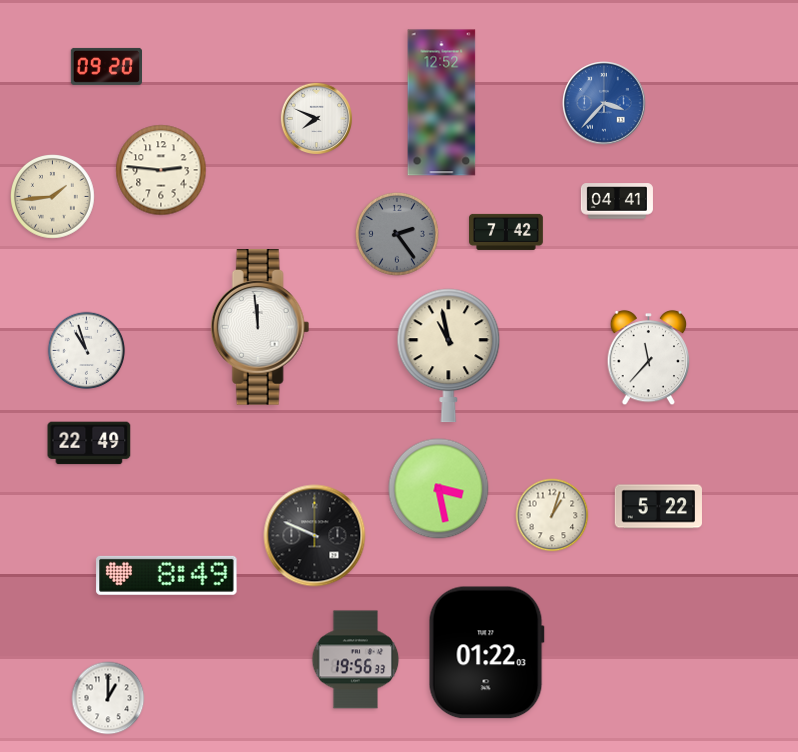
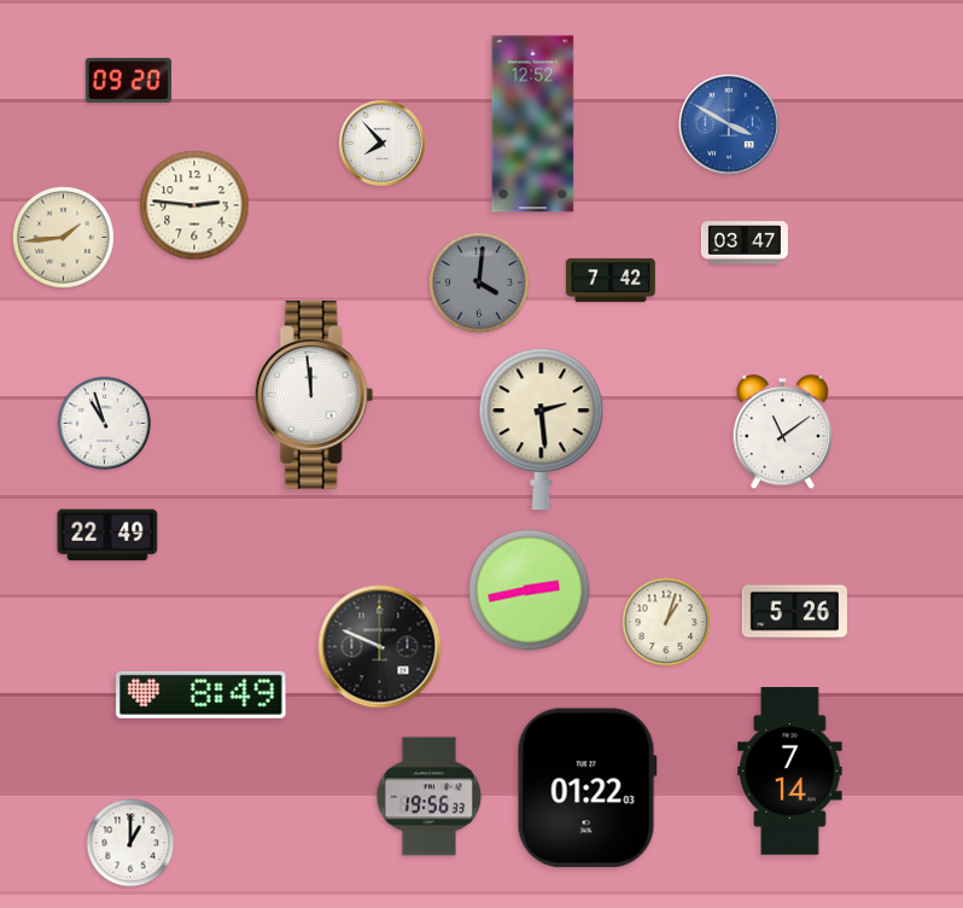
clock at (604, 103): 3:37 -> 3:50
clock at (317, 119): 7:49 -> 7:53
clock at (617, 201): 04:41 -> 03:47
clock at (397, 234): 2:24 -> 4:01
clock at (449, 356): 10:58 -> 2:29
clock at (649, 358): 11:37 -> 11:09
clock at (439, 489): 3:28 -> 2:43
clock at (658, 507): 5:22 -> 5:26
clock at (790, 772): none -> 7:14
